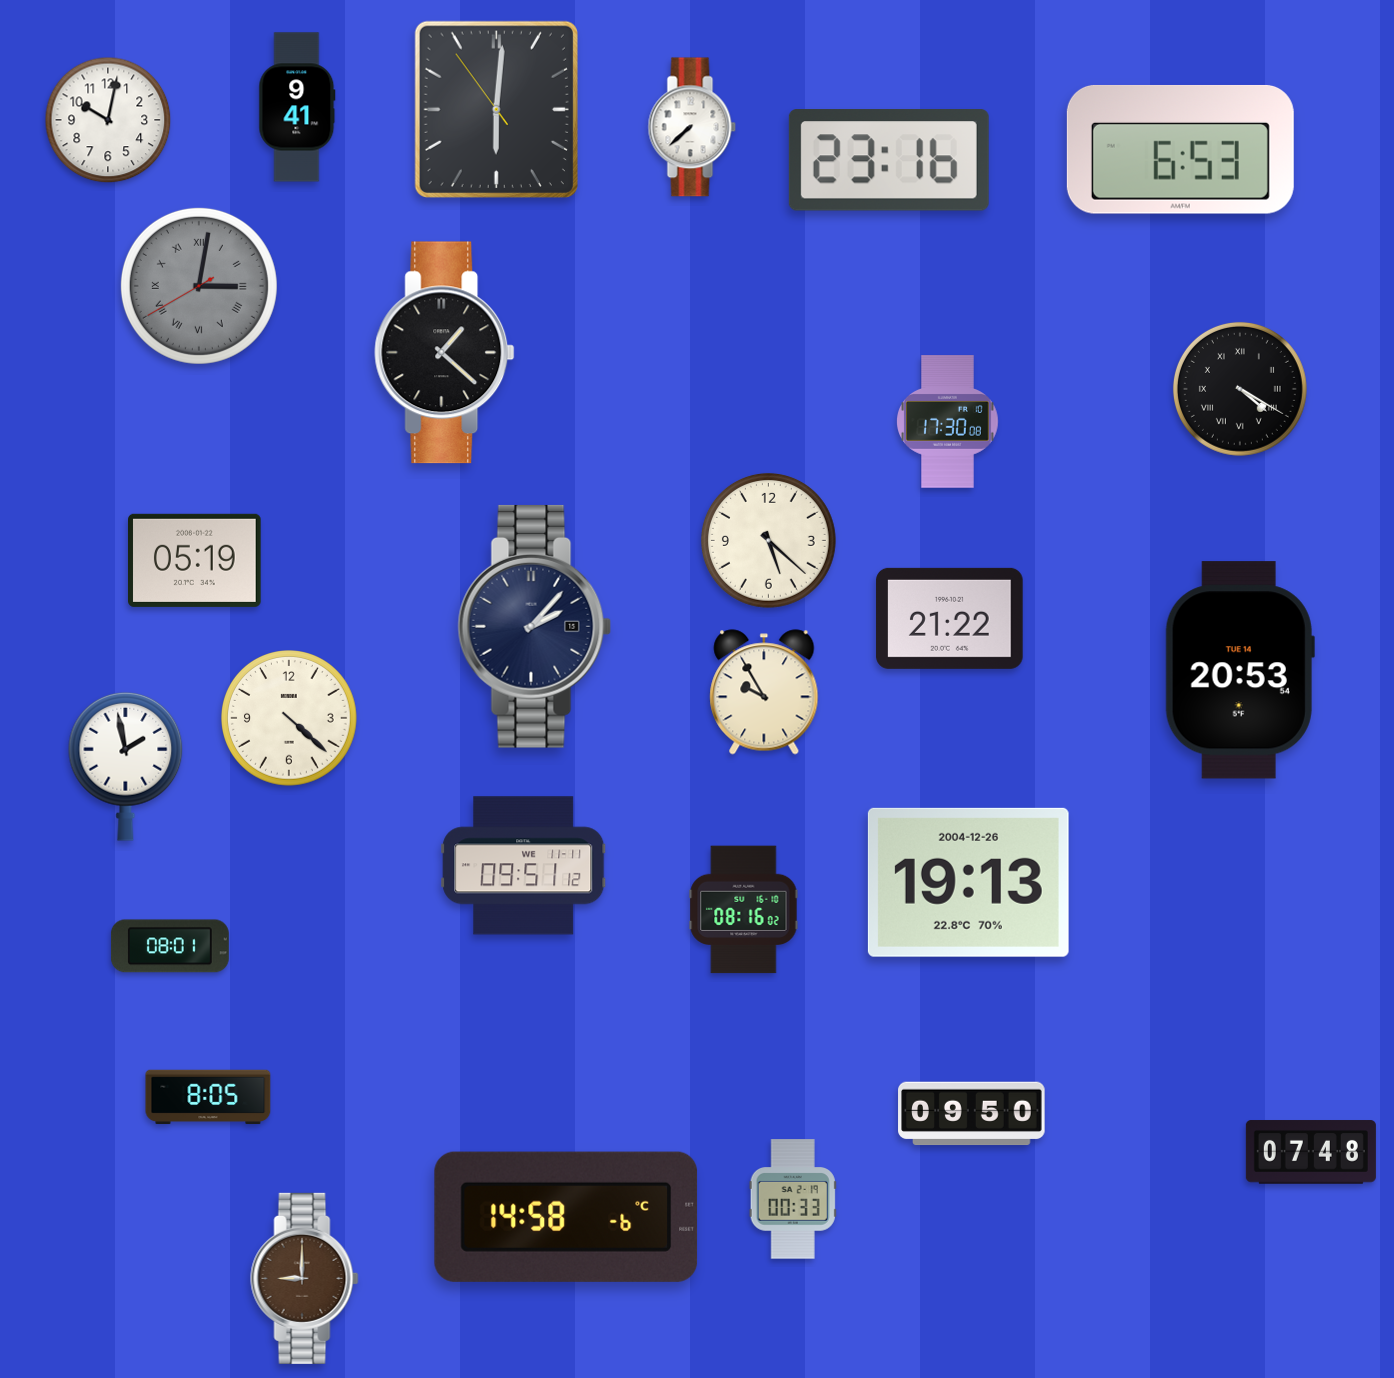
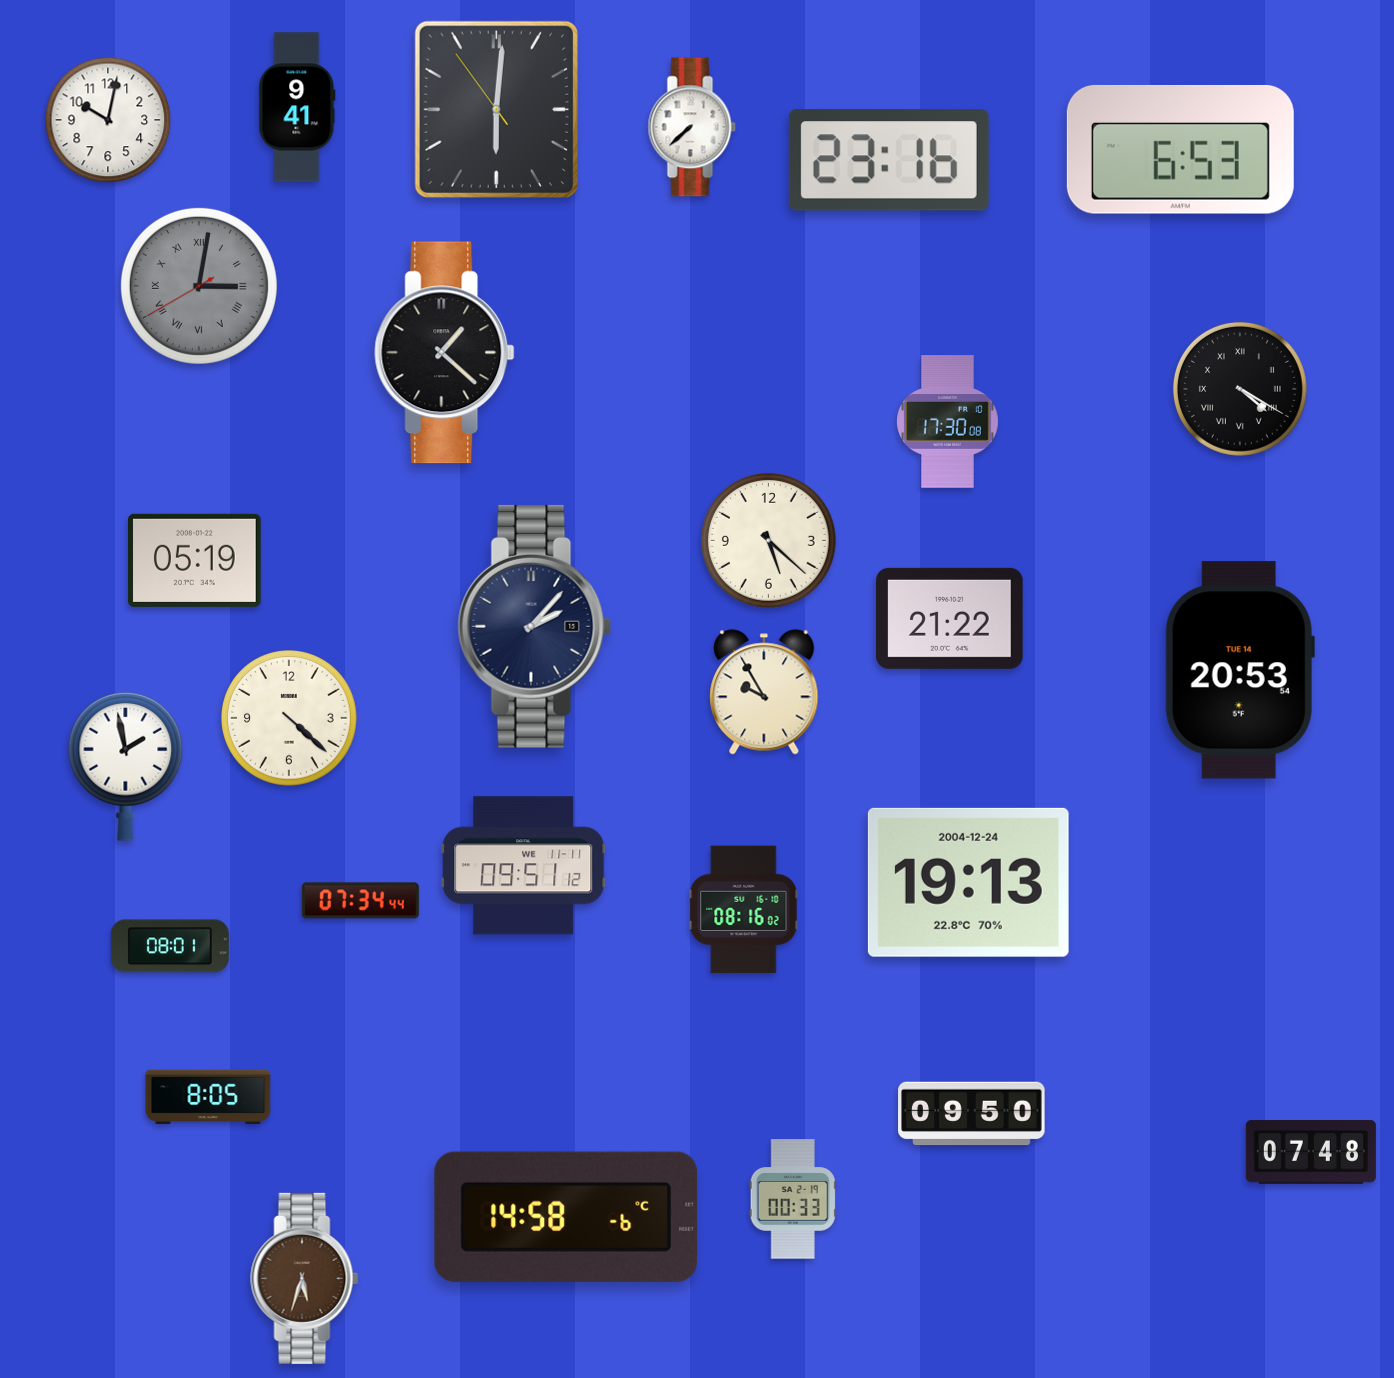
clock at (968, 882) date: 2004-12-26 -> 2004-12-24
clock at (360, 901): none -> 07:34
clock at (305, 1278): 9:00 -> 5:33
